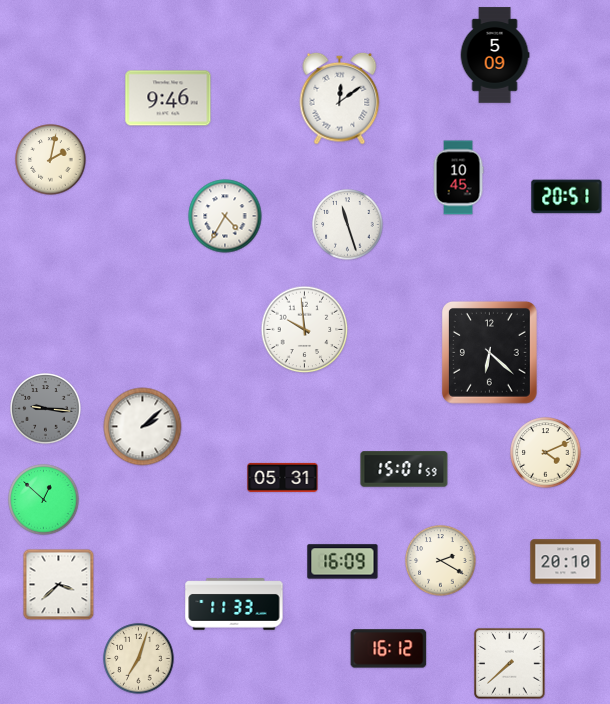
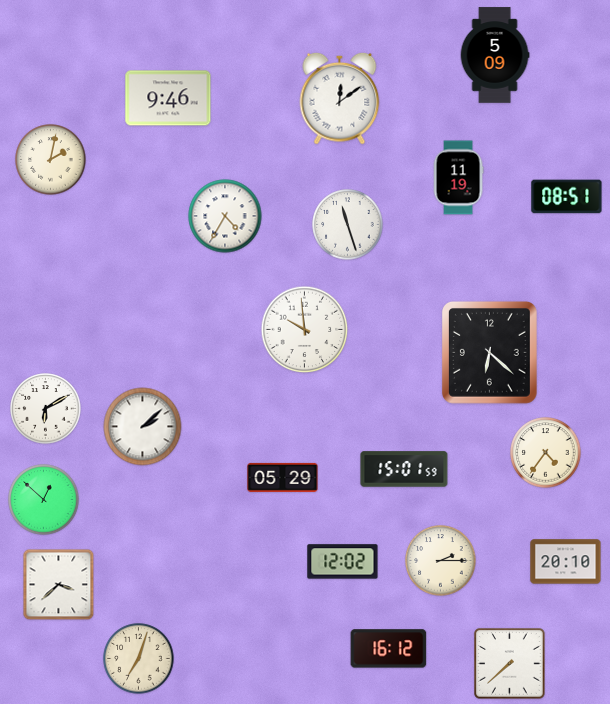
clock at (458, 178): 10:45 -> 11:19
clock at (567, 197): 20:51 -> 08:51
clock at (46, 409): 9:16 -> 6:10
clock at (46, 409) dial: grey -> white
clock at (546, 453): 4:11 -> 4:36
clock at (283, 477): 05:31 -> 05:29
clock at (441, 561): 2:20 -> 2:15
clock at (343, 562): 16:09 -> 12:02
clock at (234, 604): 11:33 -> none
